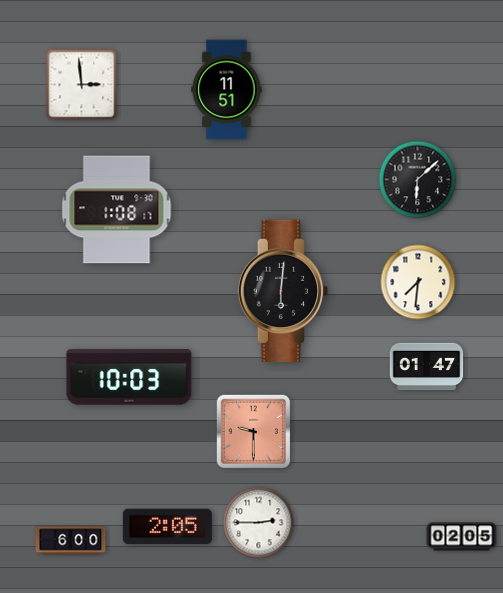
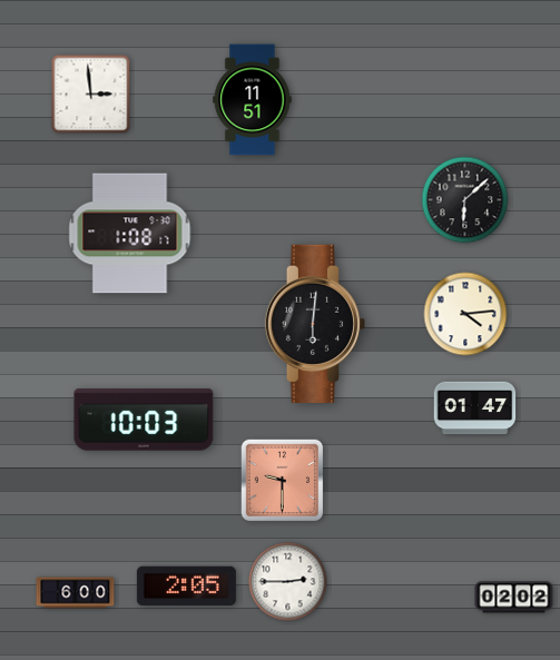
clock at (418, 282): 7:31 -> 4:14
clock at (462, 537): 02:05 -> 02:02
clock at (71, 541) position: (71, 541) -> (76, 593)
